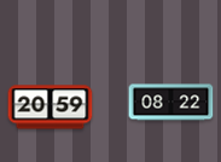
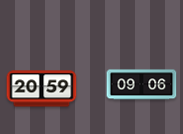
clock at (171, 103): 08:22 -> 09:06
